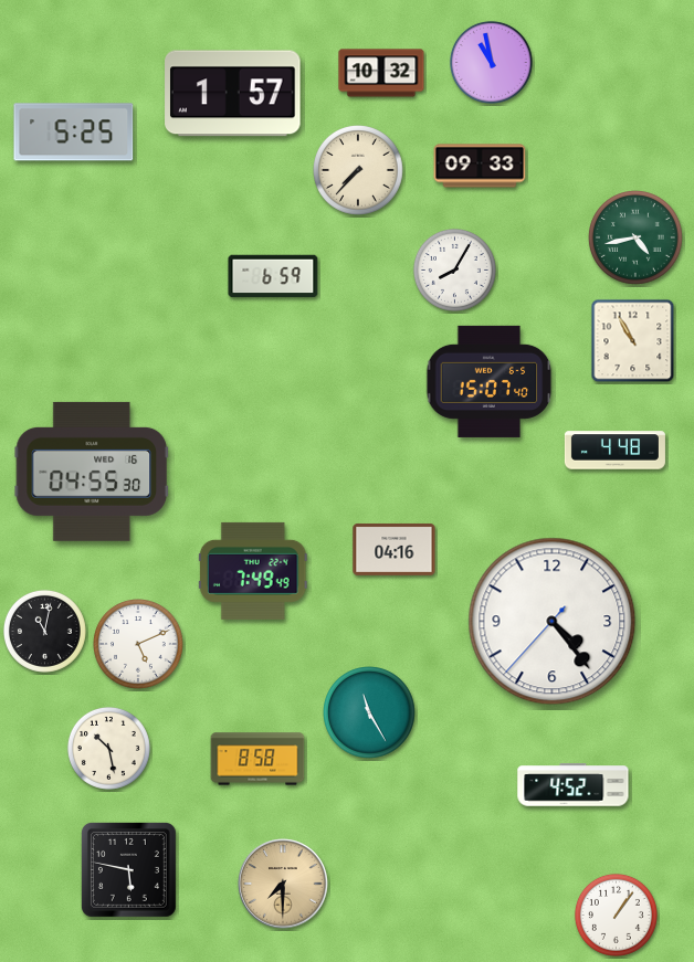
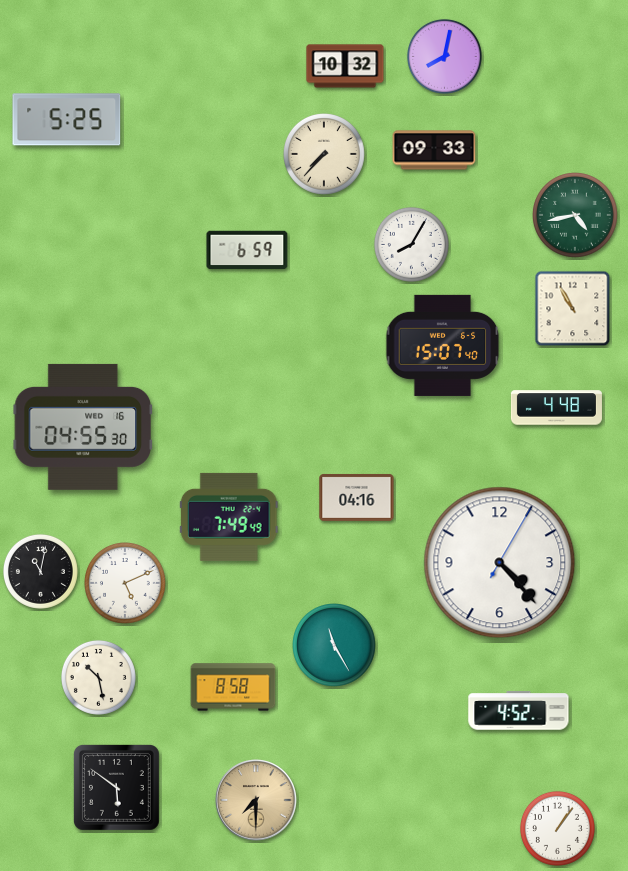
clock at (491, 62): 10:58 -> 8:02
clock at (233, 94): 1:57 -> none
clock at (553, 622): 4:23:37 -> 4:23:05
clock at (129, 870): 5:47 -> 5:51
